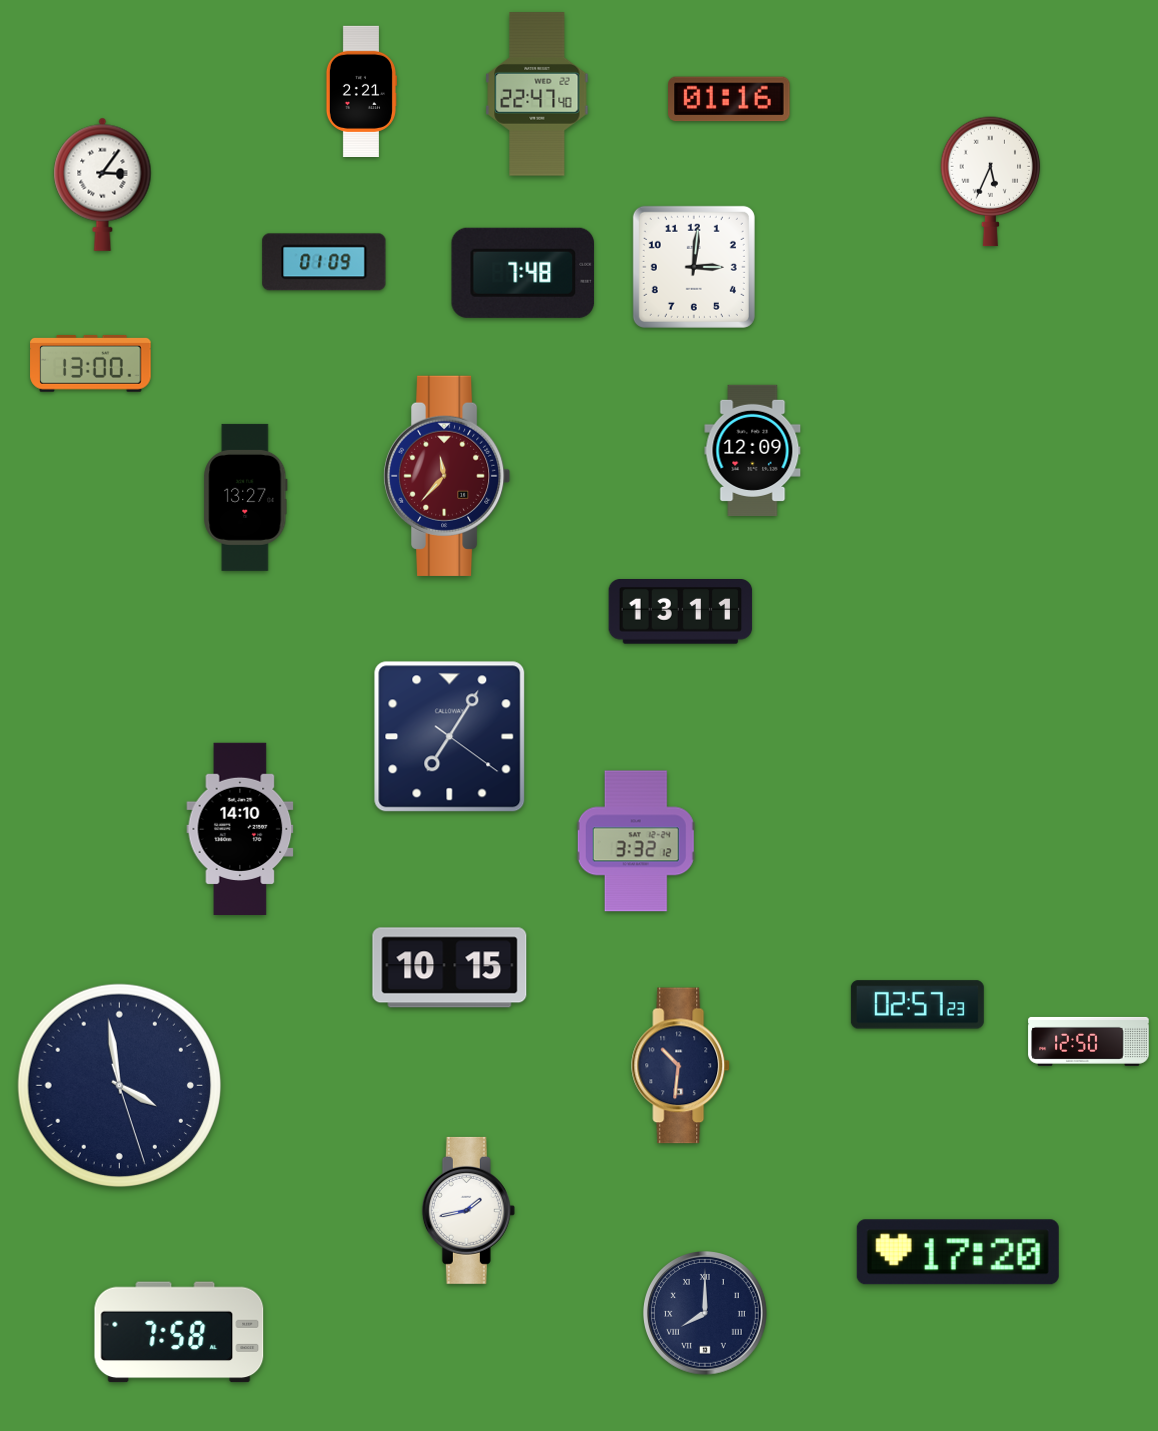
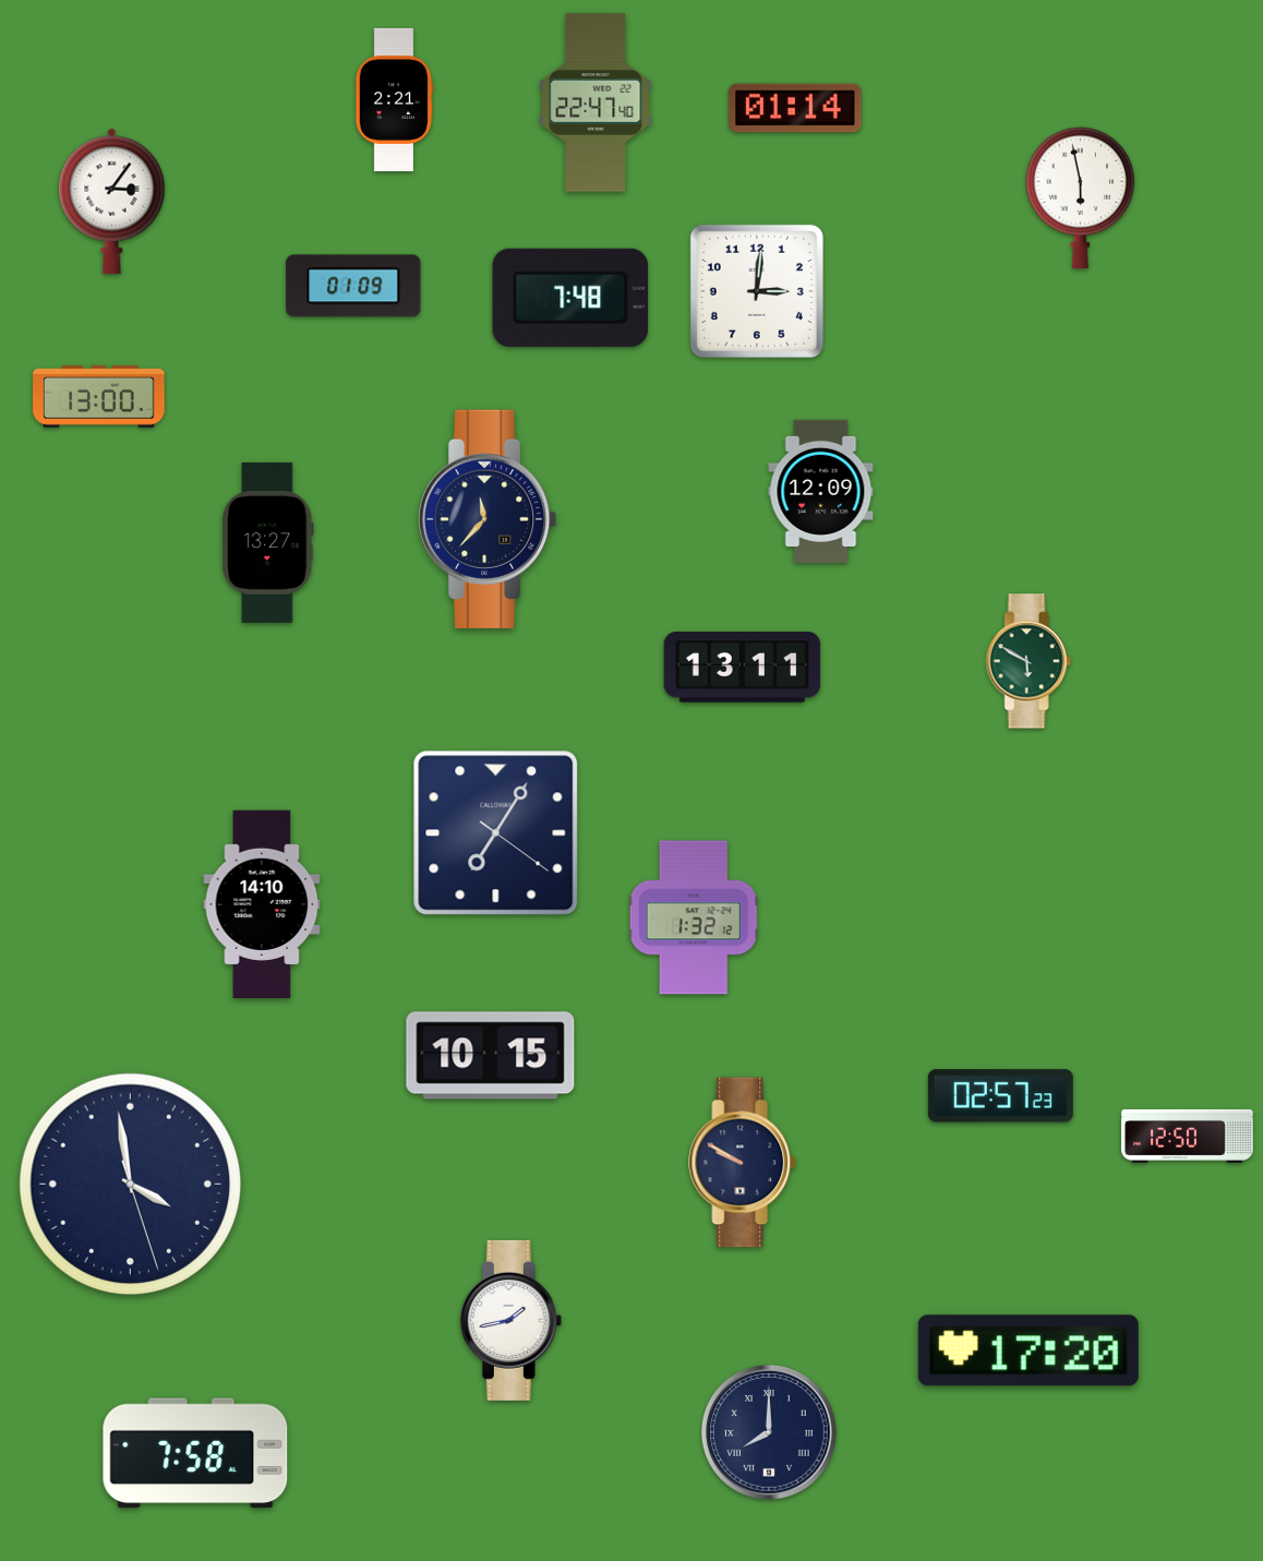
clock at (537, 94) position: (537, 94) -> (596, 103)
clock at (729, 99): 01:16 -> 01:14
clock at (991, 182): 5:34 -> 5:58
clock at (448, 476) dial: burgundy -> navy
clock at (1029, 661): none -> 5:50
clock at (450, 737) position: (450, 737) -> (496, 833)
clock at (636, 841): 3:32 -> 1:32
clock at (681, 1066): 10:31 -> 9:50
clock at (958, 1252) position: (958, 1252) -> (1029, 1350)
